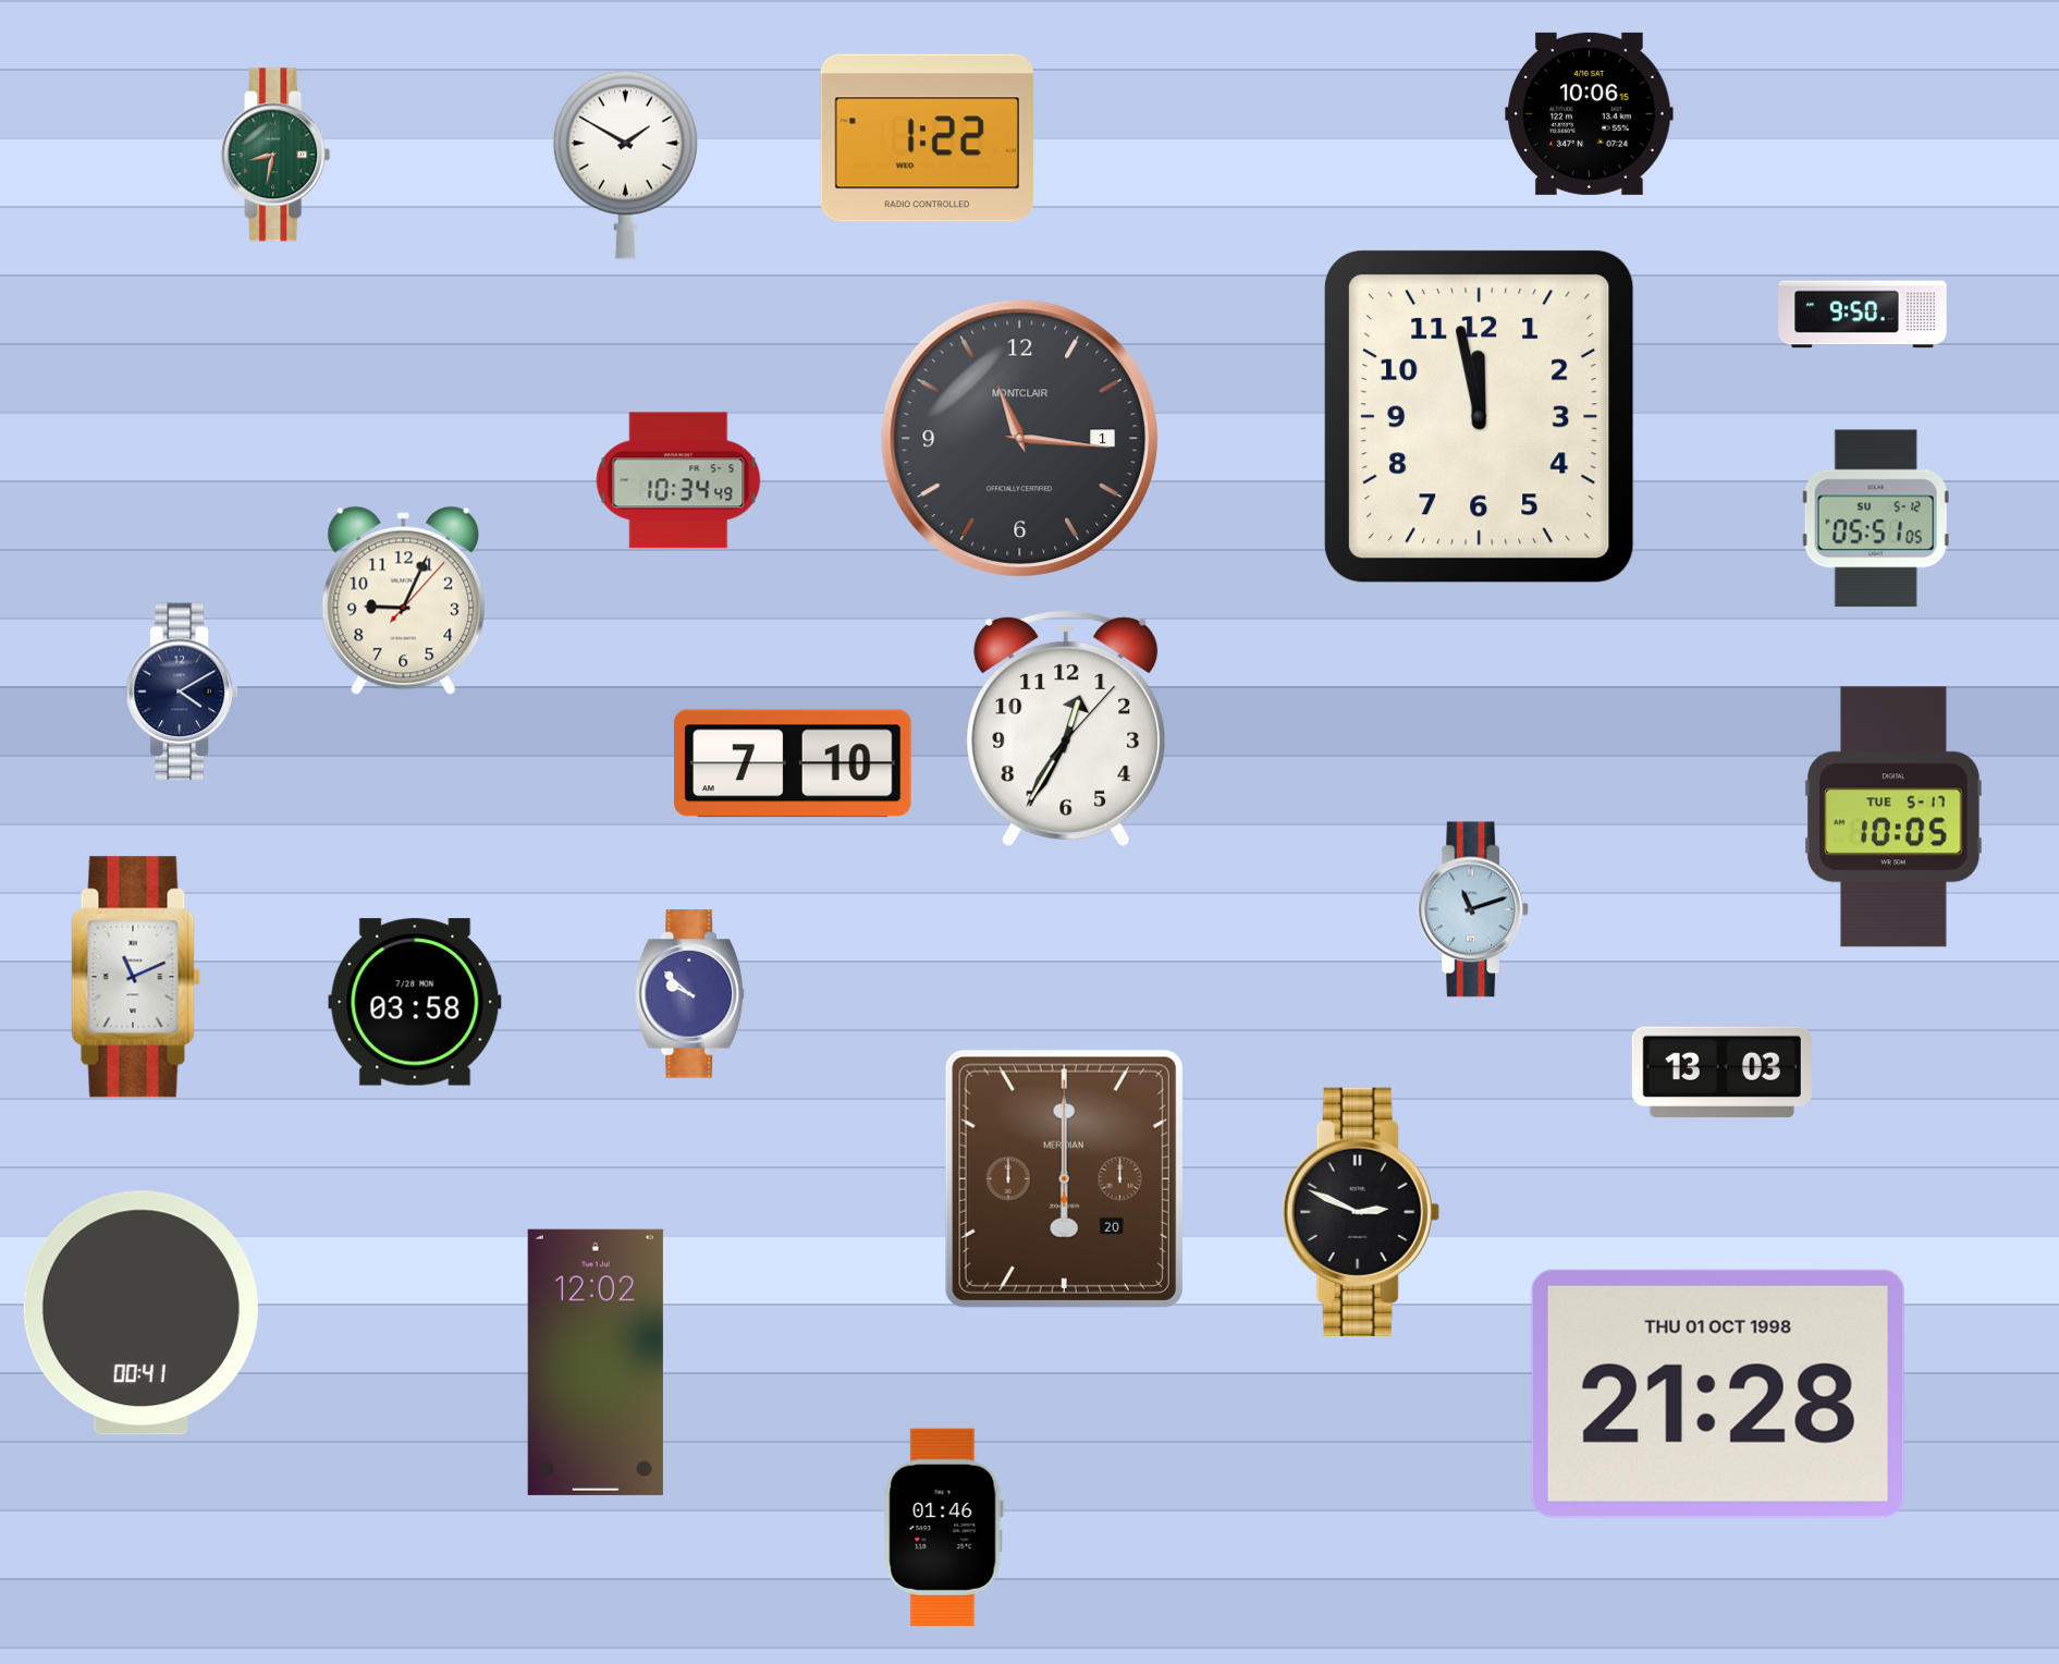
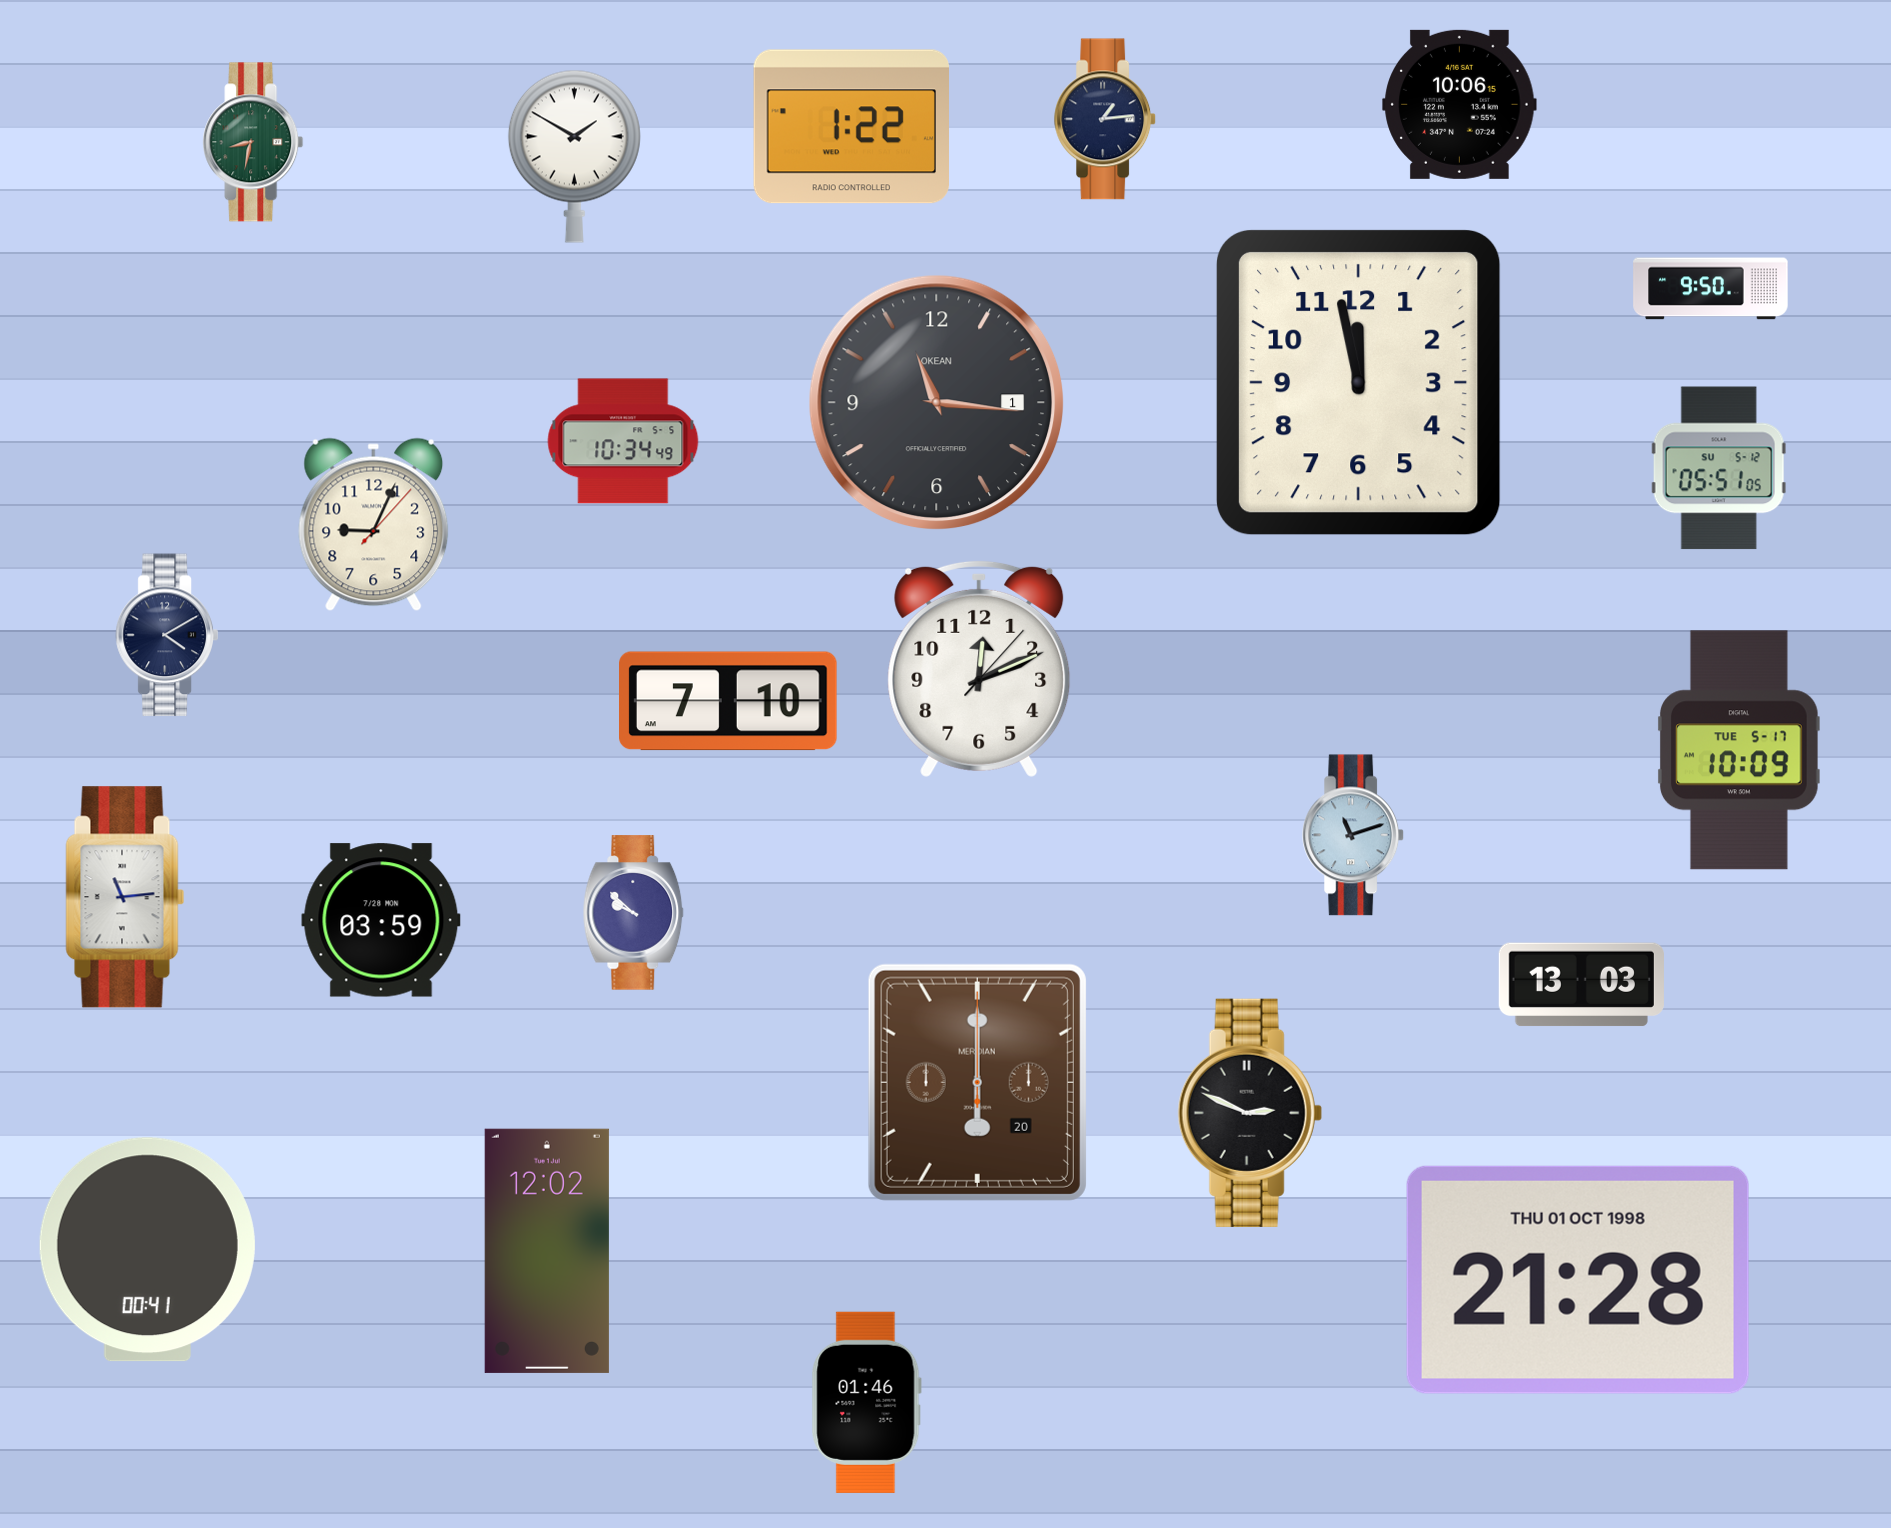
clock at (1106, 119): none -> 1:14
clock at (625, 164) position: (625, 164) -> (574, 156)
clock at (1019, 438) brand: MONTCLAIR -> OKEAN
clock at (1876, 518) position: (1876, 518) -> (1719, 468)
clock at (404, 601) position: (404, 601) -> (374, 525)
clock at (1066, 727): 12:35 -> 12:11
clock at (1893, 817): 10:05 -> 10:09
clock at (136, 977): 11:11 -> 11:14
clock at (415, 1002): 03:58 -> 03:59
clock at (140, 1313) position: (140, 1313) -> (147, 1250)
